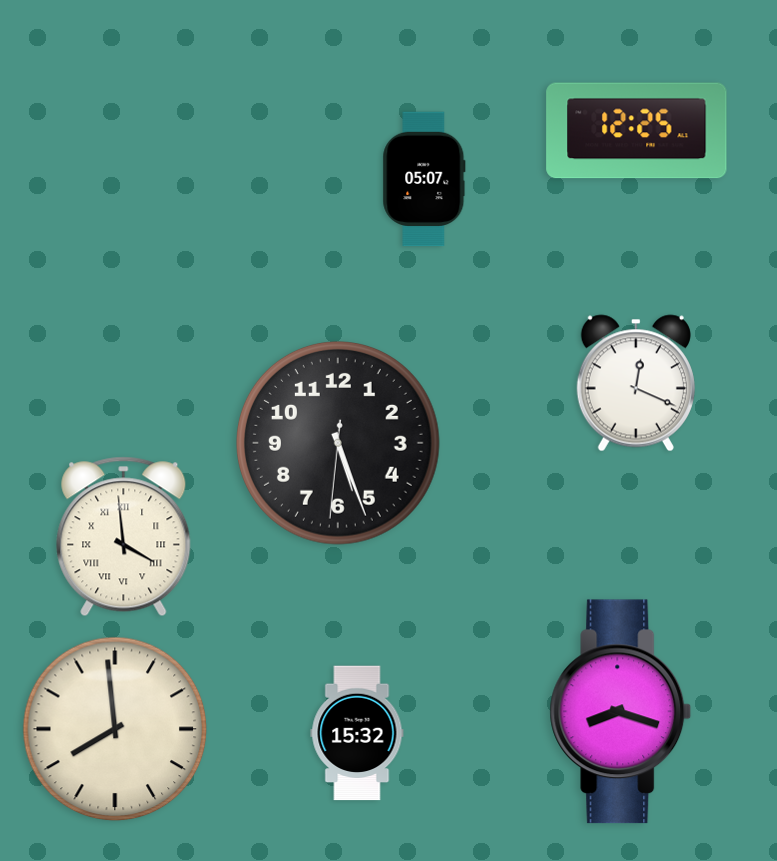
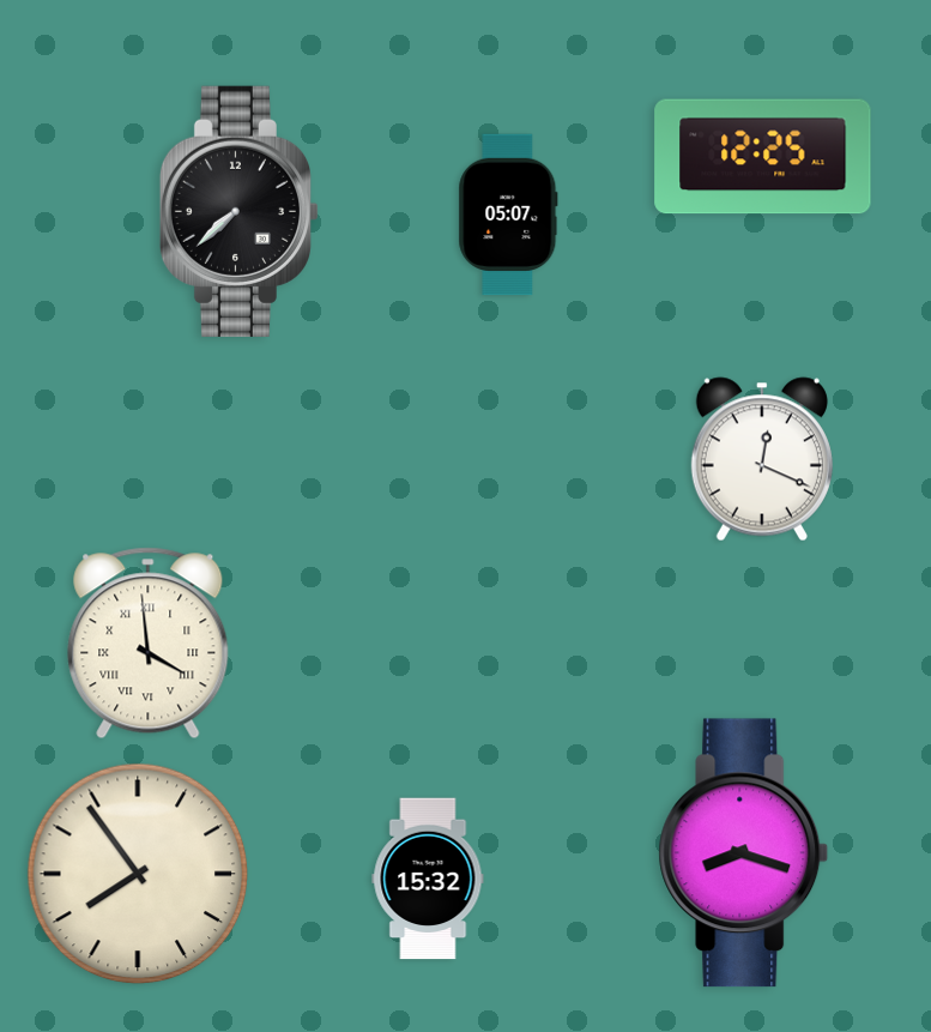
clock at (240, 211): none -> 7:38
clock at (339, 444): 5:26 -> none
clock at (115, 729): 7:59 -> 7:54
